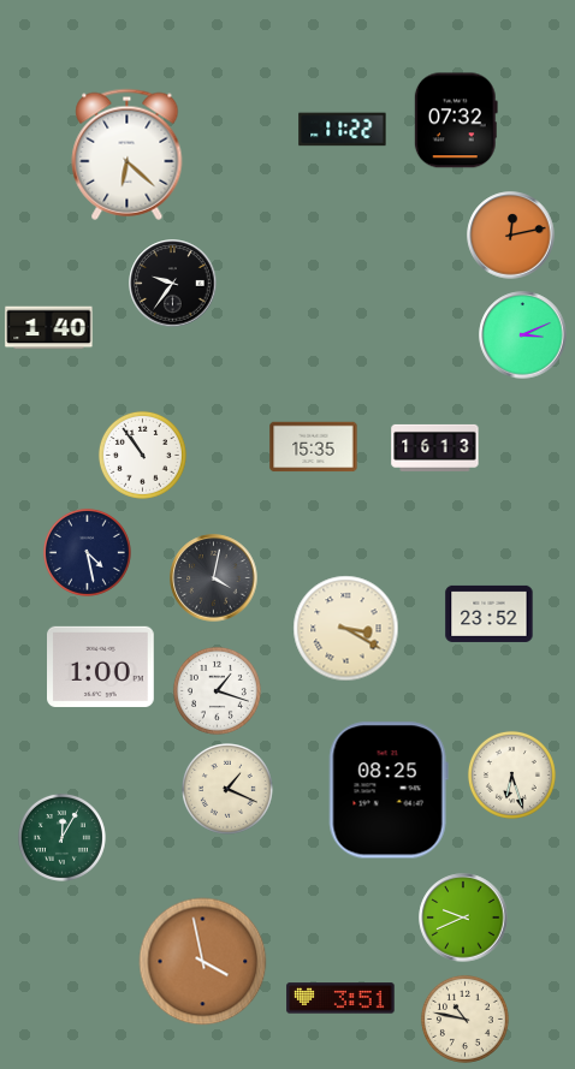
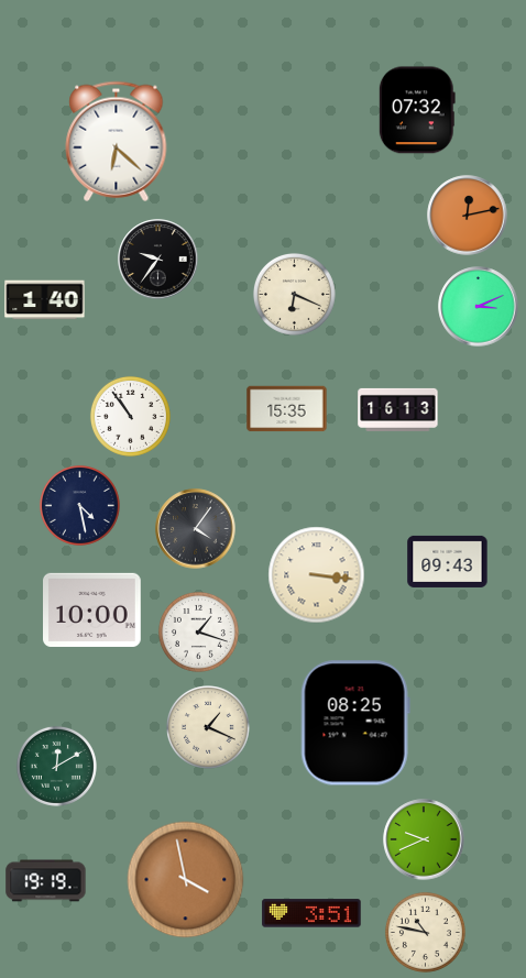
clock at (343, 130): 11:22 -> none
clock at (294, 294): none -> 6:19
clock at (214, 578): 4:02 -> 4:06
clock at (490, 613): 23:52 -> 09:43
clock at (346, 629): 3:20 -> 3:16
clock at (101, 666): 1:00 -> 10:00
clock at (511, 774): 6:27 -> none
clock at (229, 790) position: (229, 790) -> (209, 728)
clock at (61, 837): 12:05 -> 12:10
clock at (46, 881): none -> 19:19
